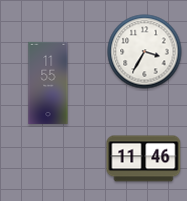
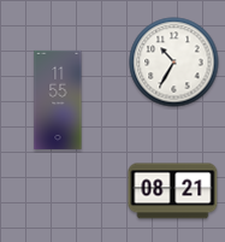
clock at (145, 52): 3:35 -> 10:35
clock at (144, 159): 11:46 -> 08:21
